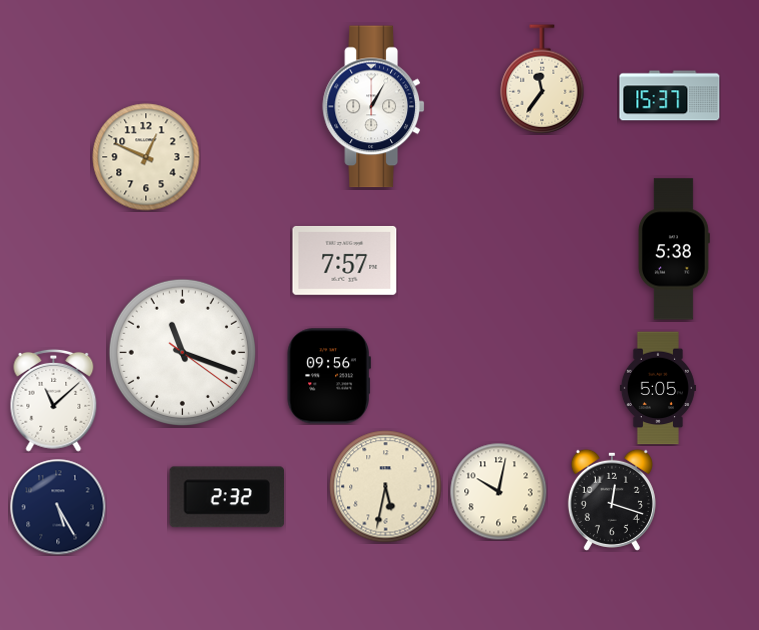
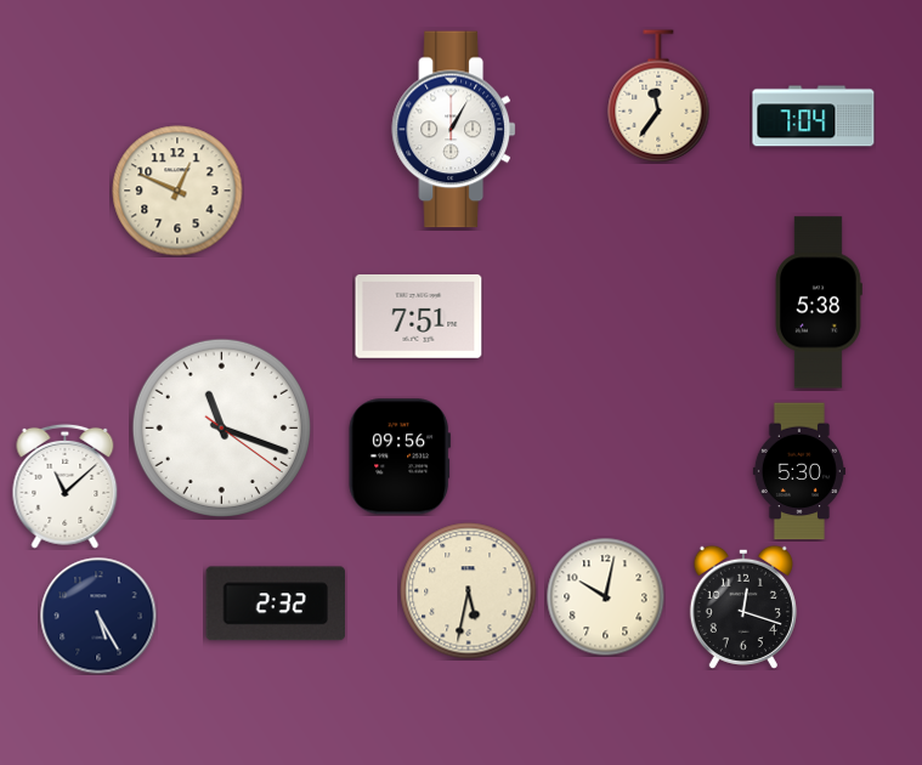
clock at (670, 96): 15:37 -> 7:04
clock at (345, 260): 7:57 -> 7:51
clock at (658, 388): 5:05 -> 5:30
clock at (58, 507) position: (58, 507) -> (98, 616)
